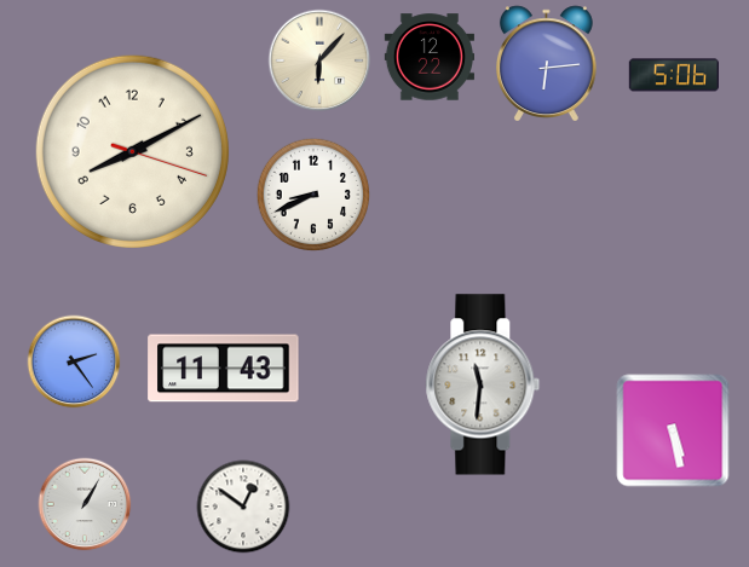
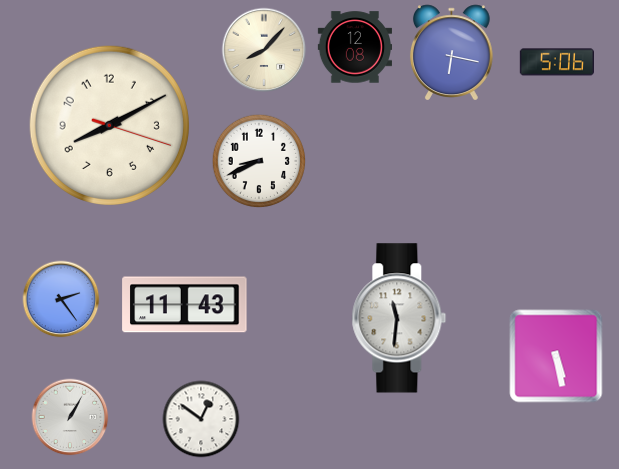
clock at (428, 57): 12:22 -> 12:08
clock at (319, 60): 6:07 -> 8:07
clock at (546, 64): 6:14 -> 6:17
